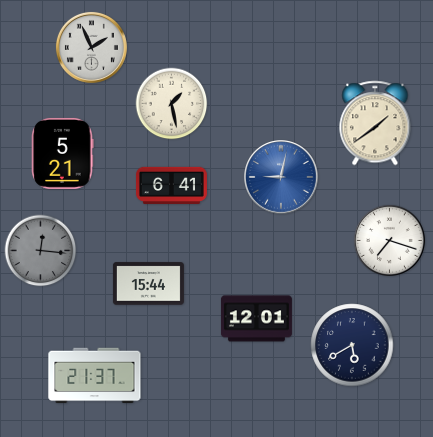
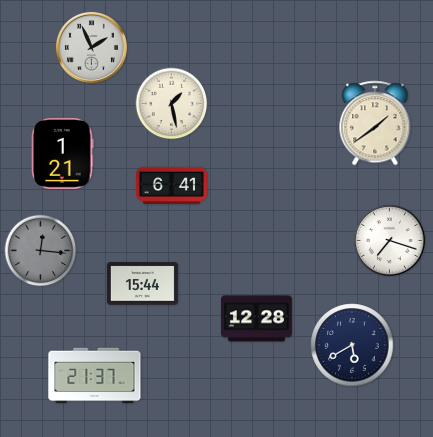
clock at (63, 153): 5:21 -> 1:21
clock at (282, 178): 9:02 -> none
clock at (148, 284) position: (148, 284) -> (142, 284)
clock at (256, 319): 12:01 -> 12:28
